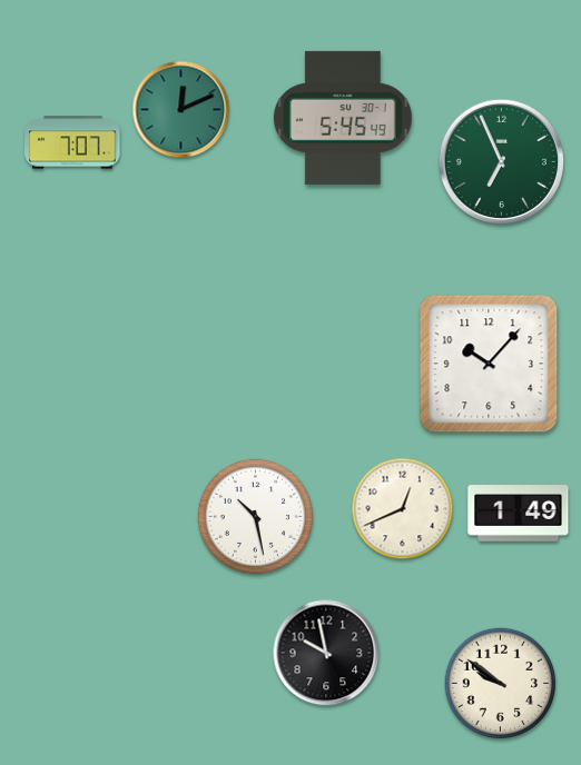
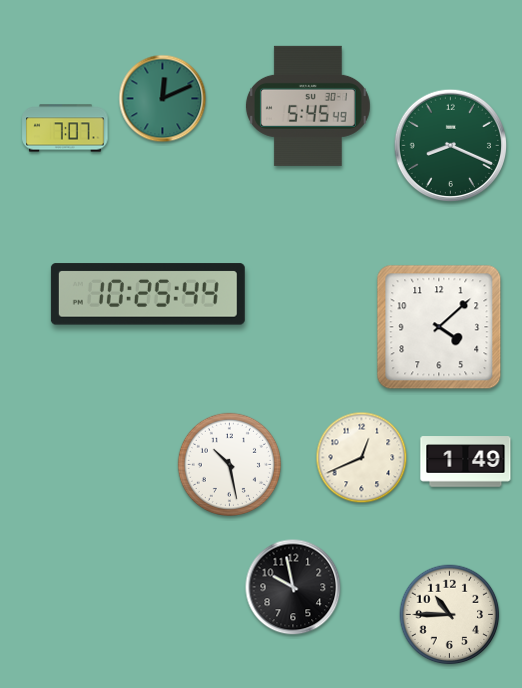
clock at (501, 161): 6:56 -> 8:19
clock at (148, 294): none -> 10:25
clock at (489, 364): 10:07 -> 4:08
clock at (501, 684): 9:51 -> 10:45
